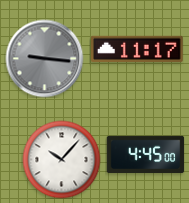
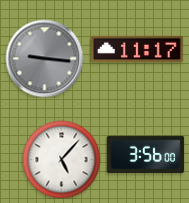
clock at (145, 155): 4:45 -> 3:56
clock at (61, 159): 10:07 -> 5:07
